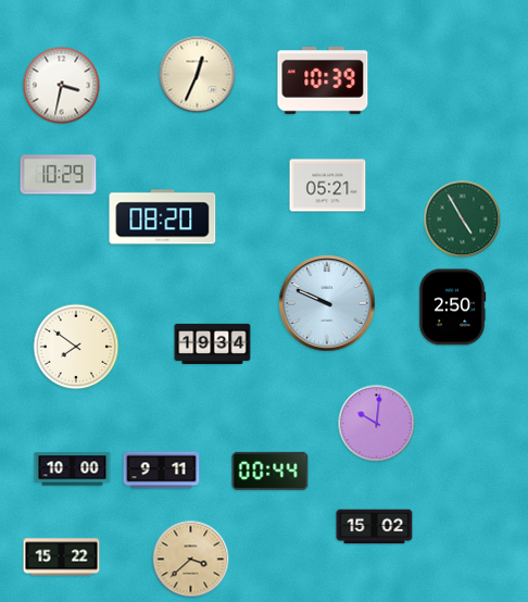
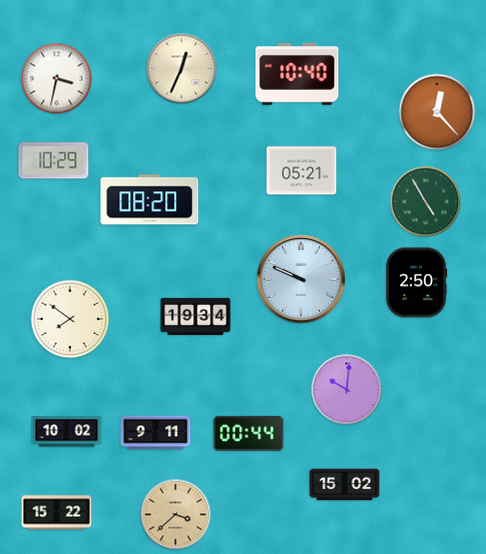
clock at (323, 81): 10:39 -> 10:40
clock at (437, 112): none -> 12:23
clock at (73, 469): 10:00 -> 10:02
clock at (162, 471) position: (162, 471) -> (156, 433)
